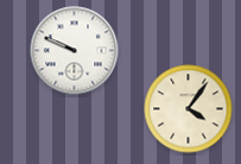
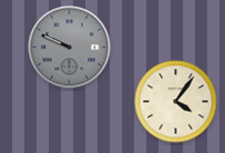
clock at (75, 51) dial: white -> grey
